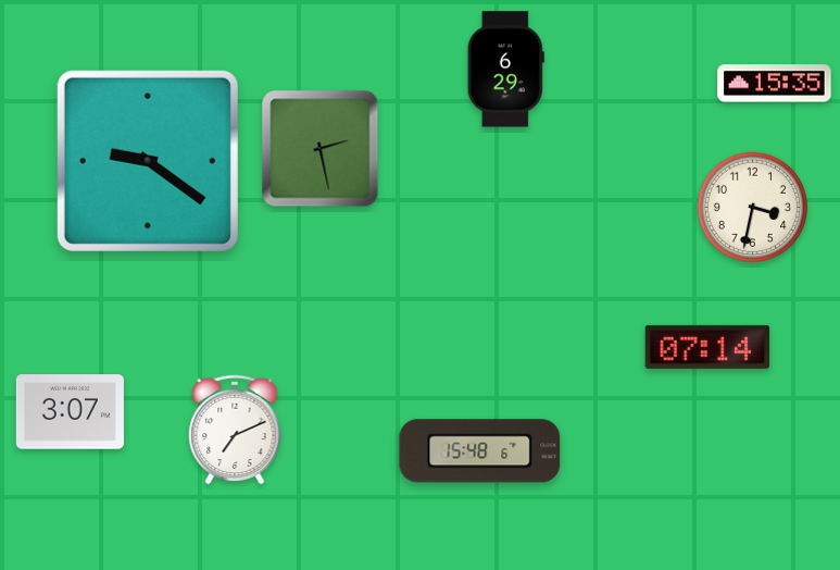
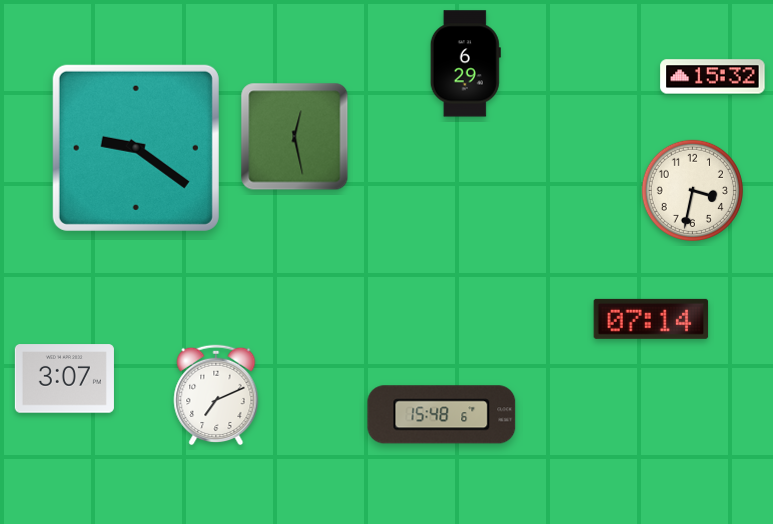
clock at (775, 84): 15:35 -> 15:32
clock at (321, 149): 2:28 -> 12:28
